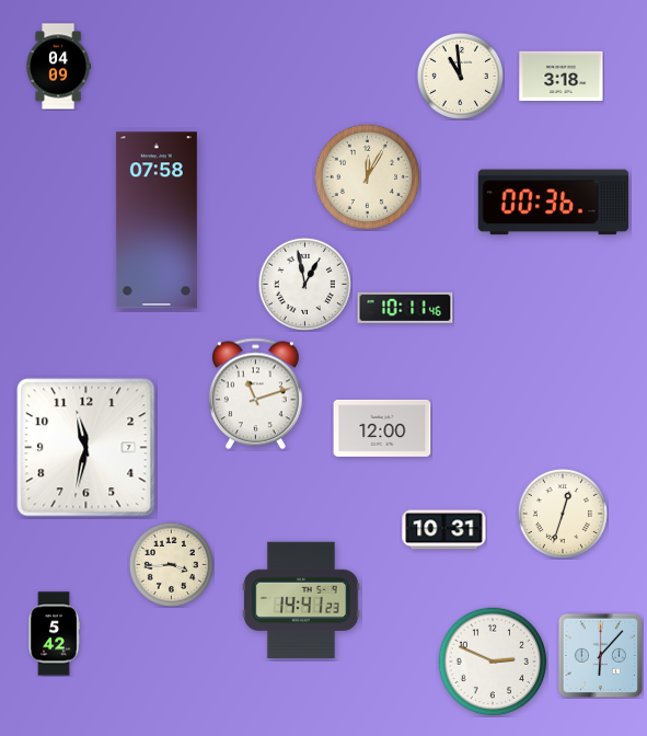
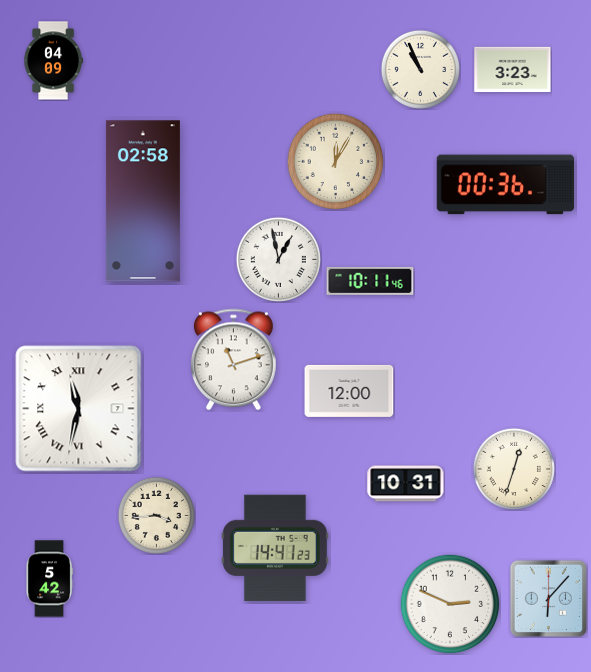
clock at (460, 76): 10:59 -> 10:56
clock at (562, 77): 3:18 -> 3:23
clock at (157, 220): 07:58 -> 02:58
clock at (86, 448) numerals: Arabic -> Roman
